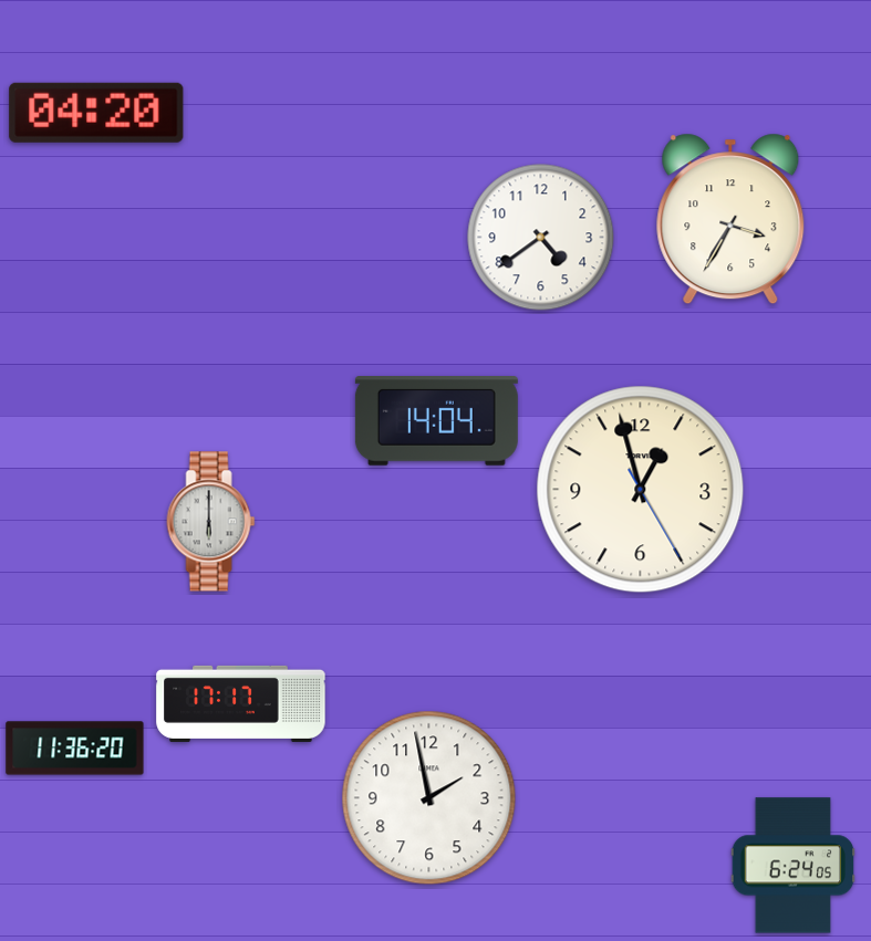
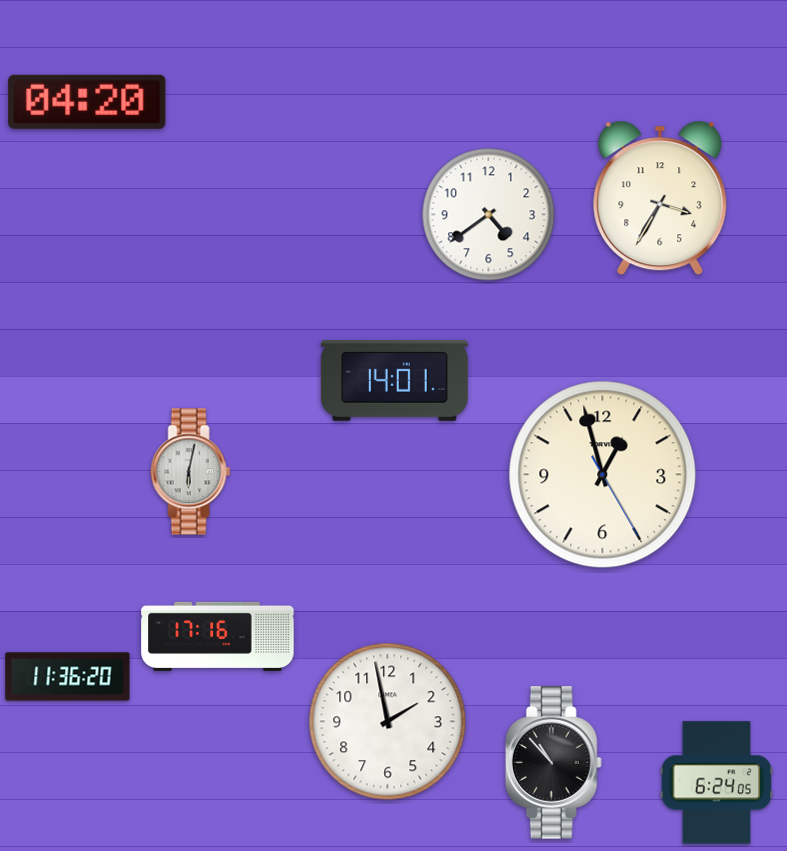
clock at (436, 421): 14:04 -> 14:01
clock at (641, 490) position: (641, 490) -> (603, 475)
clock at (211, 522): 6:00 -> 6:02
clock at (241, 703): 17:17 -> 17:16
clock at (553, 763): none -> 10:53
